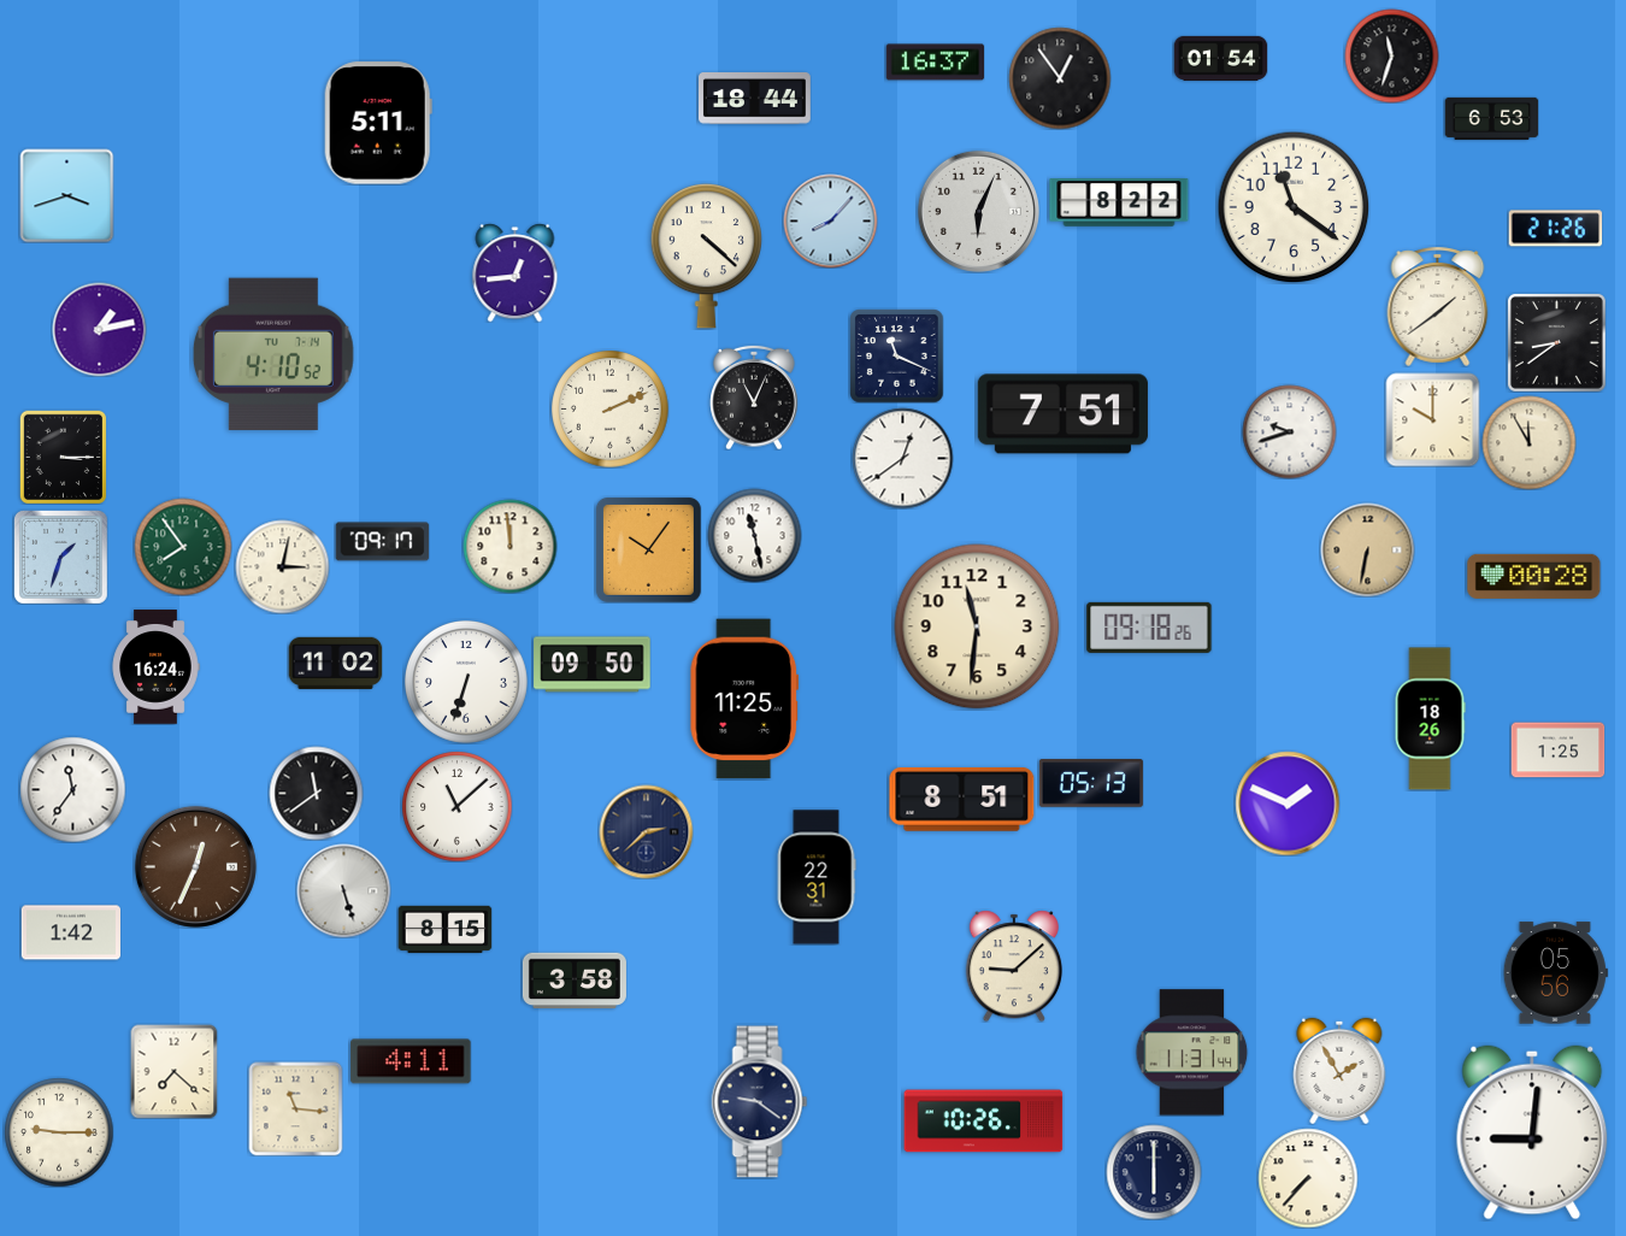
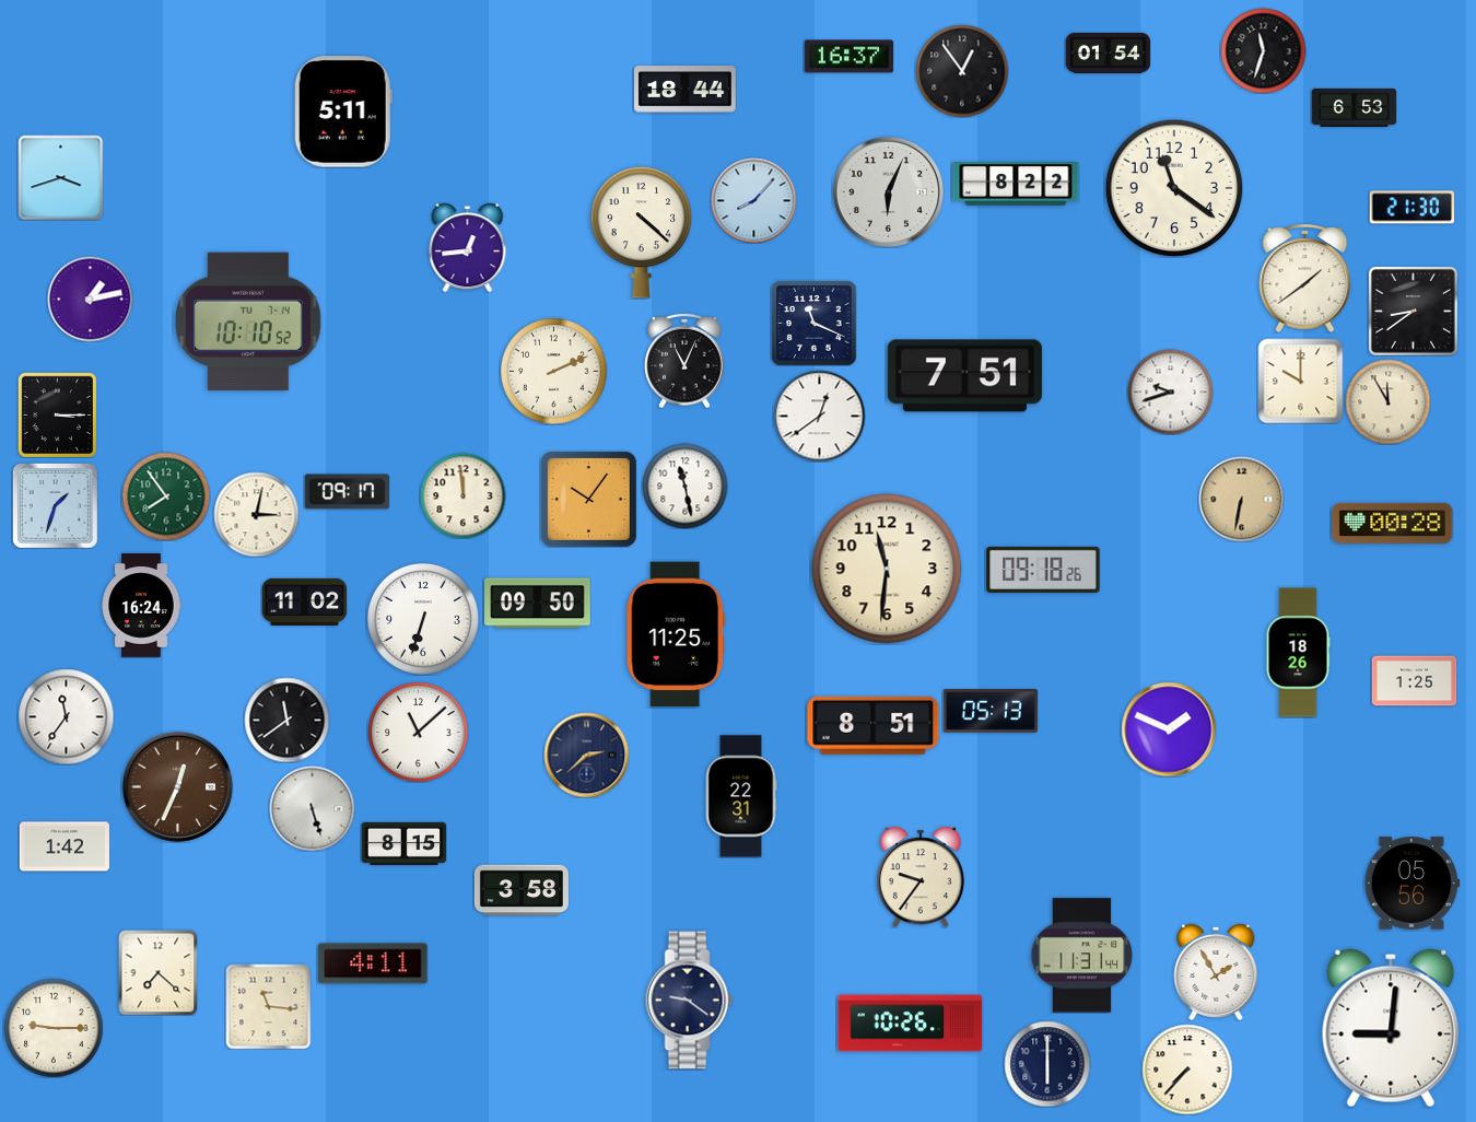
clock at (1555, 229): 21:26 -> 21:30
clock at (273, 353): 4:10 -> 10:10
clock at (456, 806) position: (456, 806) -> (418, 732)
clock at (1014, 966): 9:08 -> 9:36
clock at (984, 1122) position: (984, 1122) -> (911, 1024)
